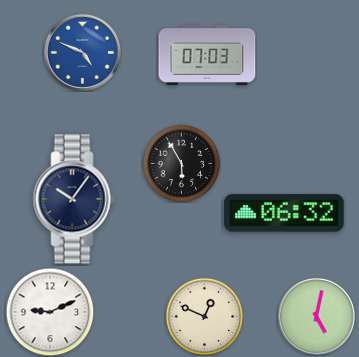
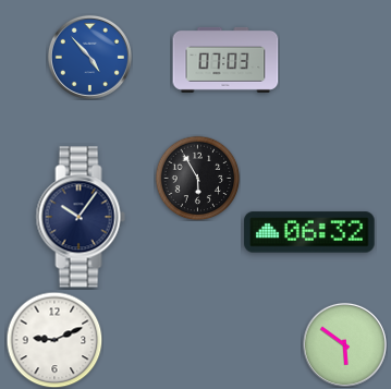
clock at (82, 52): 4:49 -> 4:53
clock at (204, 316): 12:49 -> none
clock at (316, 316): 5:02 -> 5:51
